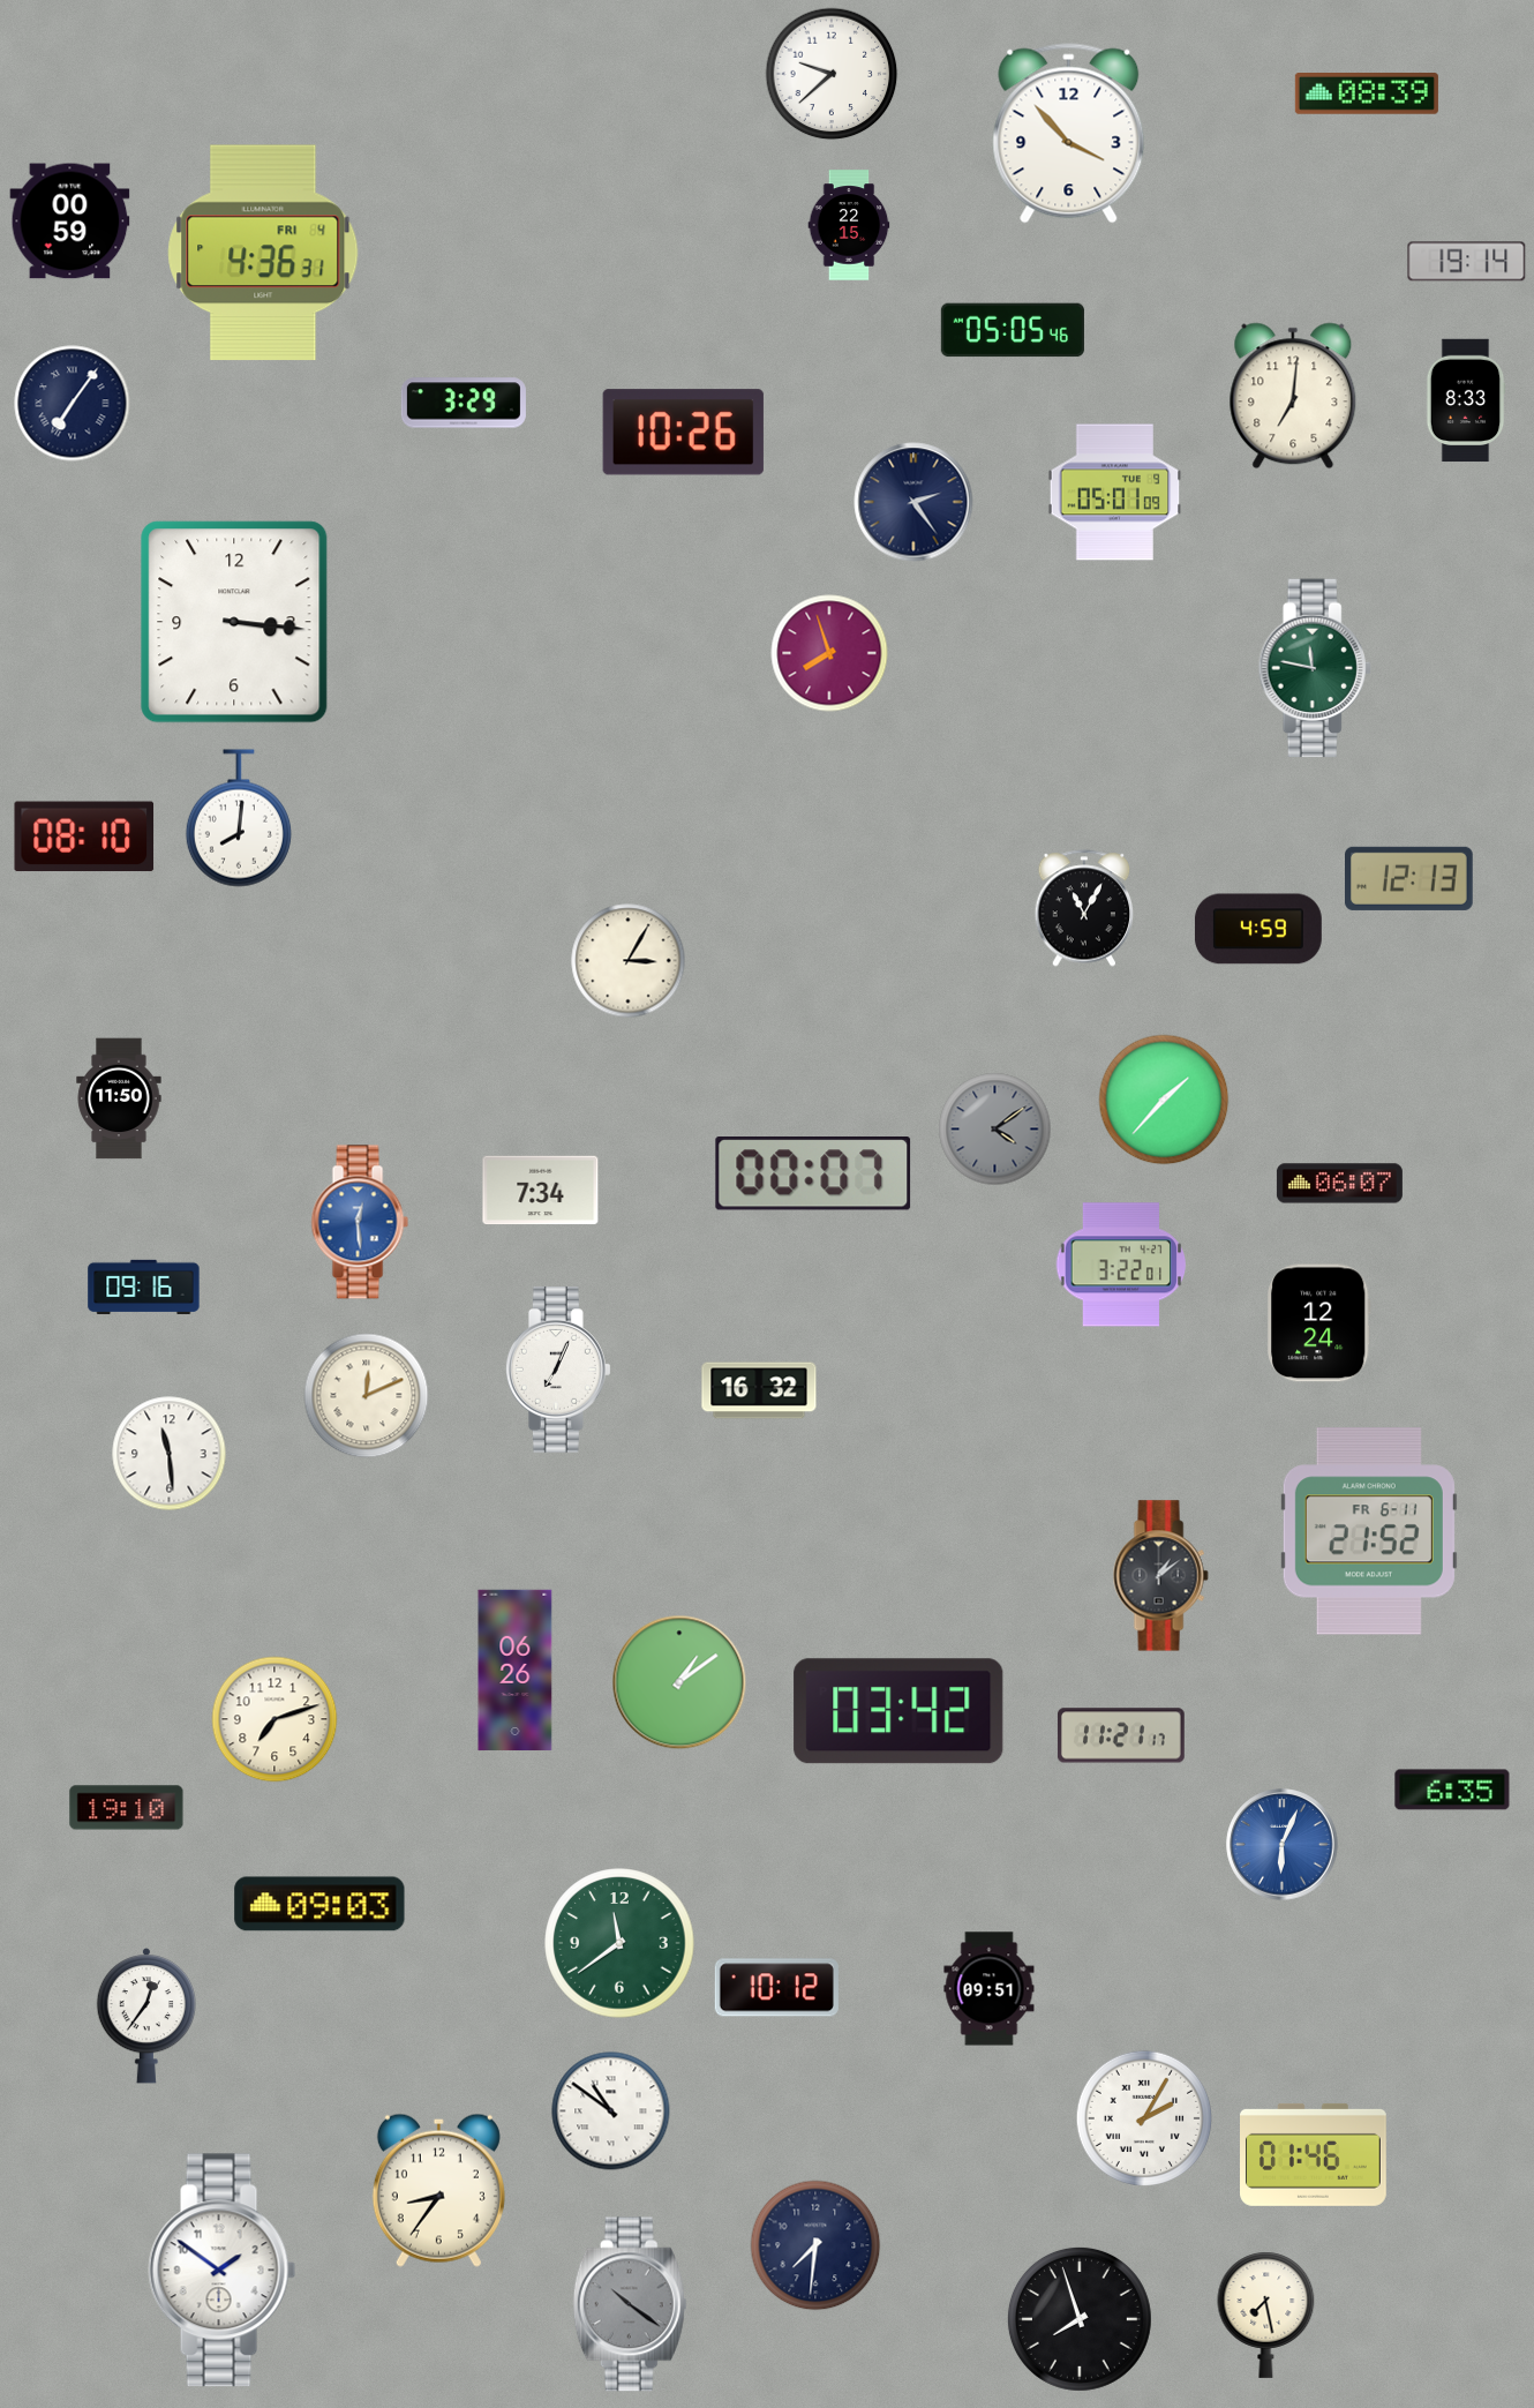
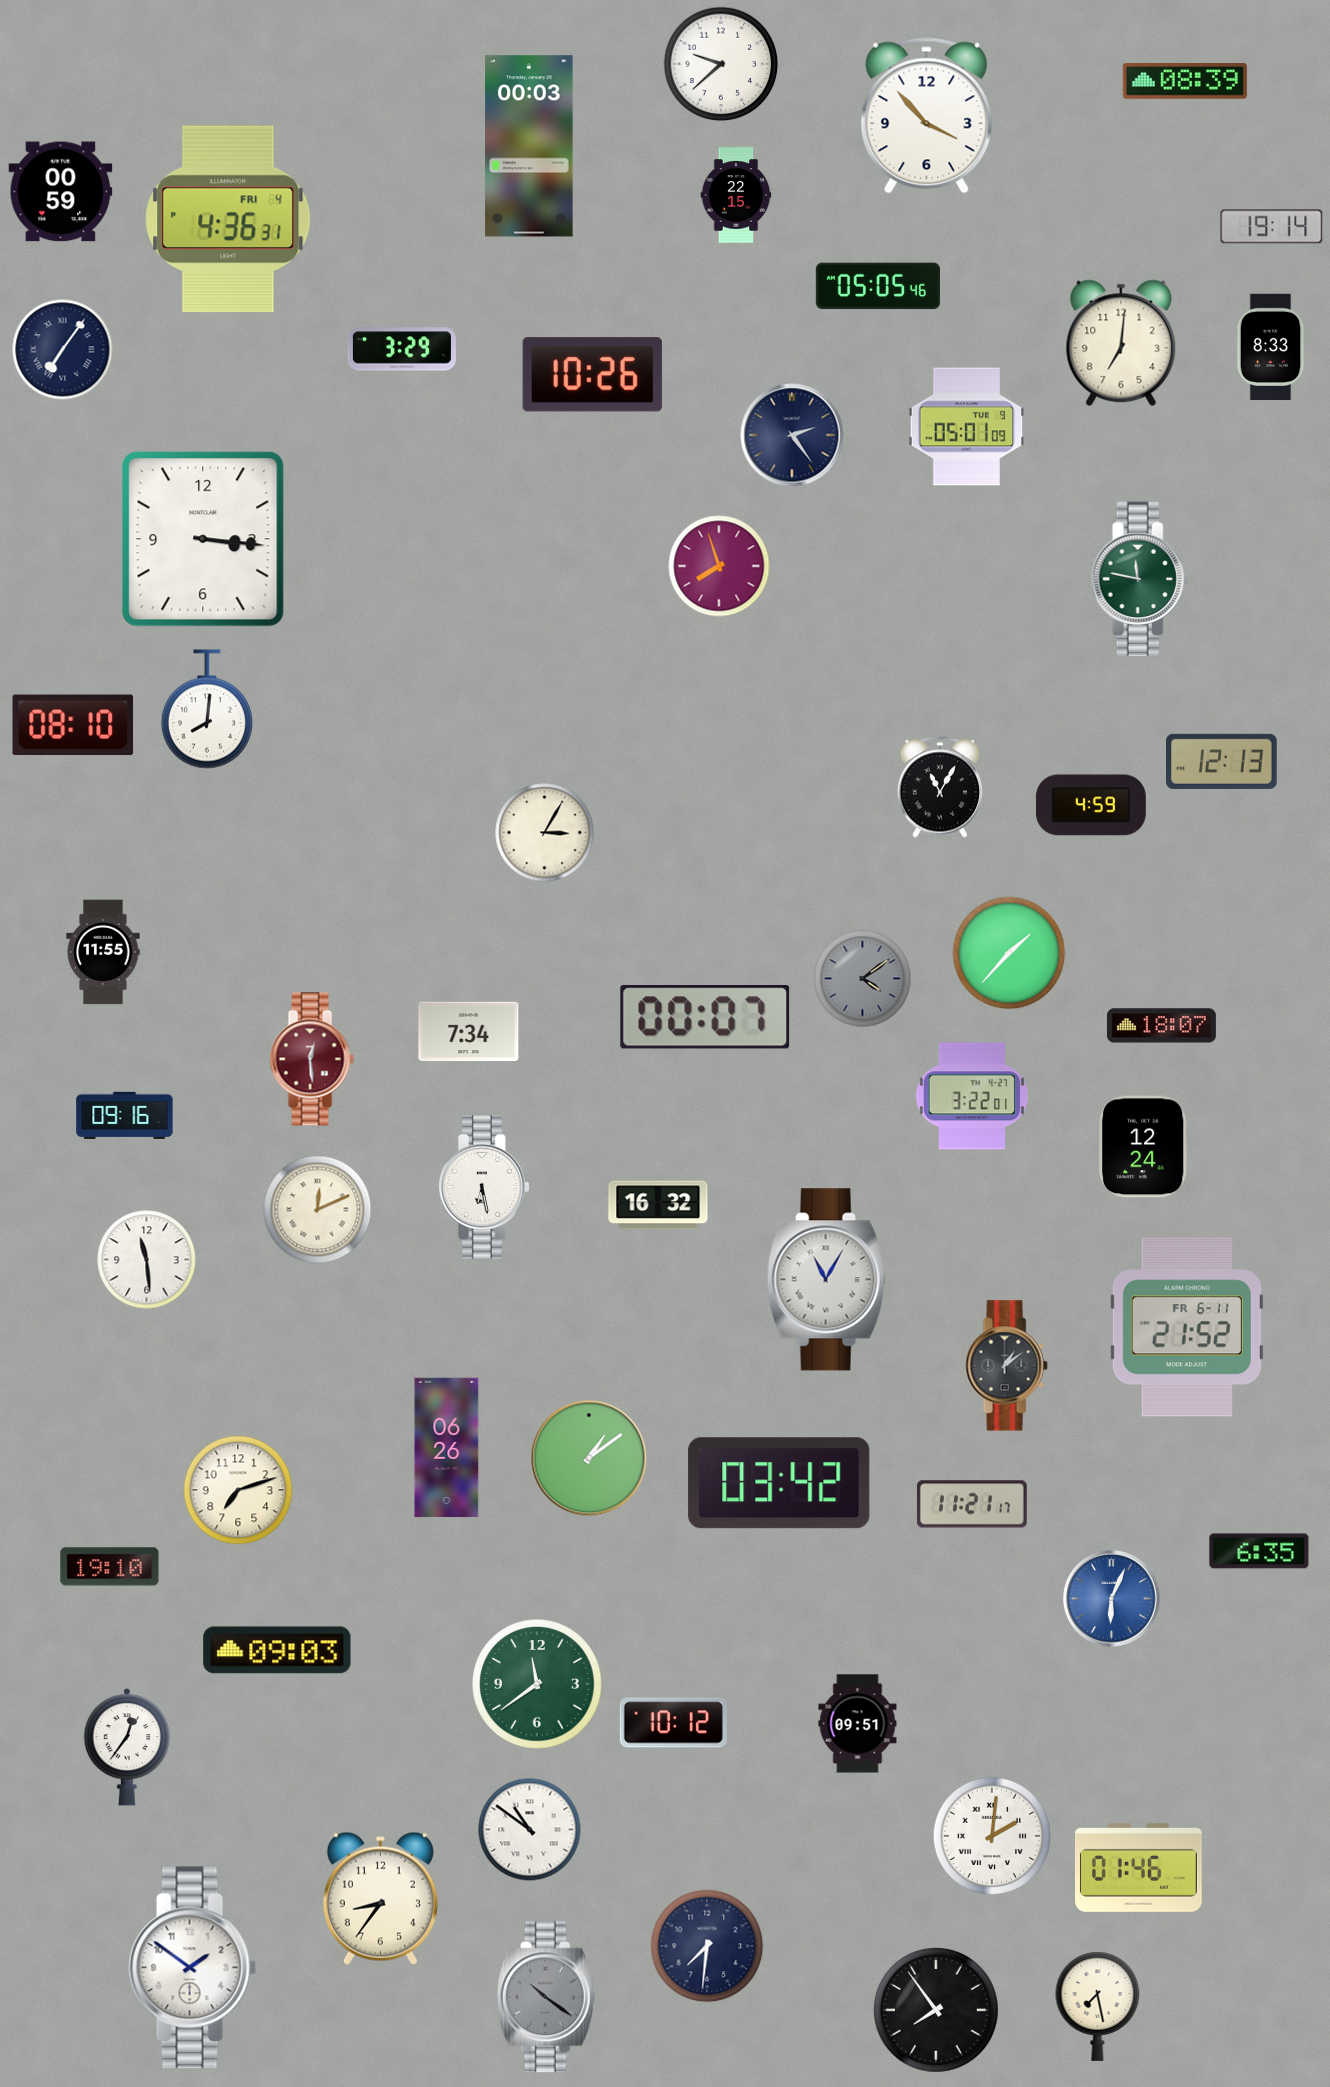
clock at (529, 146): none -> 00:03
clock at (119, 1098): 11:50 -> 11:55
clock at (1339, 1184): 06:07 -> 18:07
clock at (360, 1222) dial: blue -> burgundy
clock at (558, 1371): 7:04 -> 6:28
clock at (826, 1280): none -> 11:05
clock at (1143, 2117): 2:05 -> 2:01
clock at (1080, 2319): 7:57 -> 7:54
